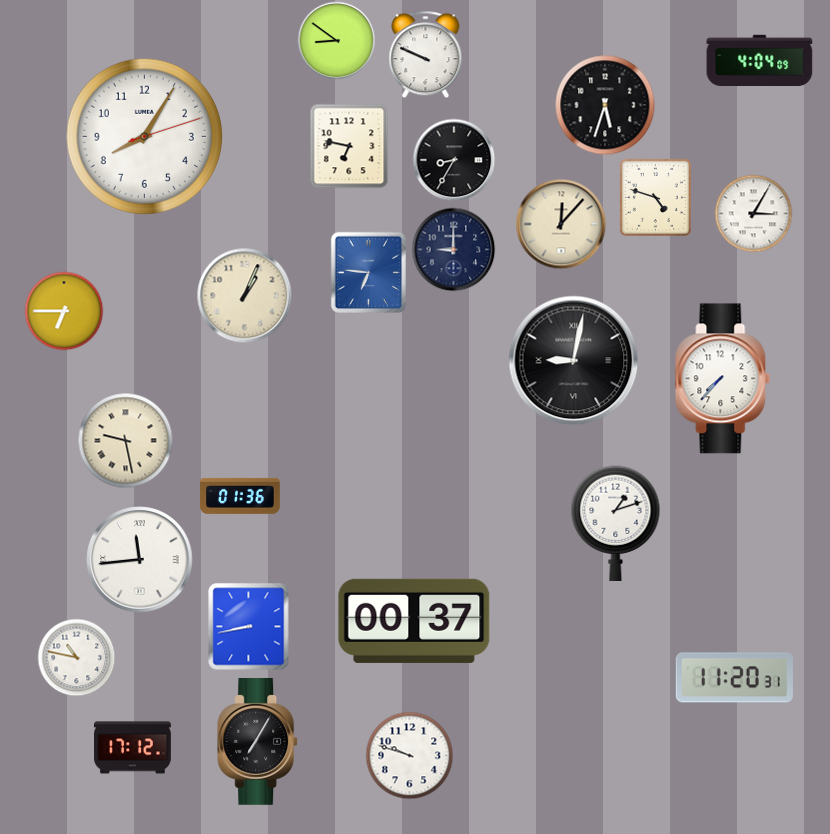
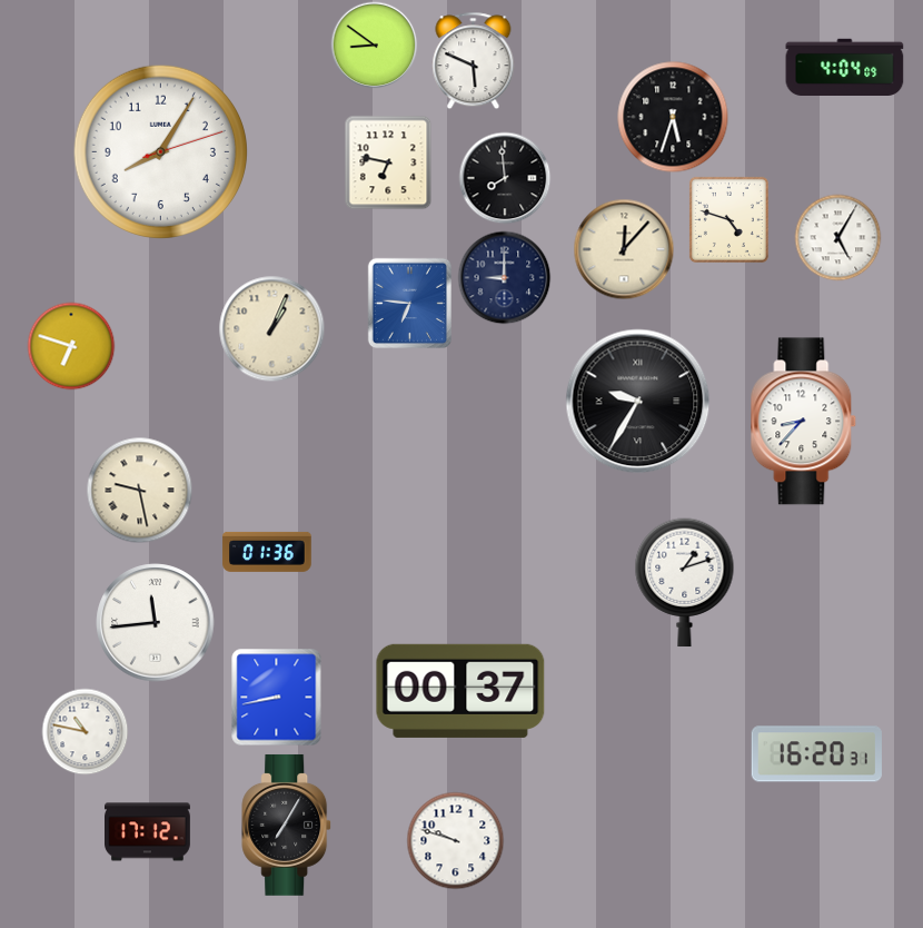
clock at (426, 54): 9:49 -> 5:49
clock at (454, 160): 8:35 -> 7:59
clock at (753, 213): 3:05 -> 5:05
clock at (64, 311): 6:45 -> 6:48
clock at (574, 361): 9:02 -> 9:35
clock at (723, 379): 7:37 -> 8:37
clock at (734, 678): 11:20 -> 16:20
